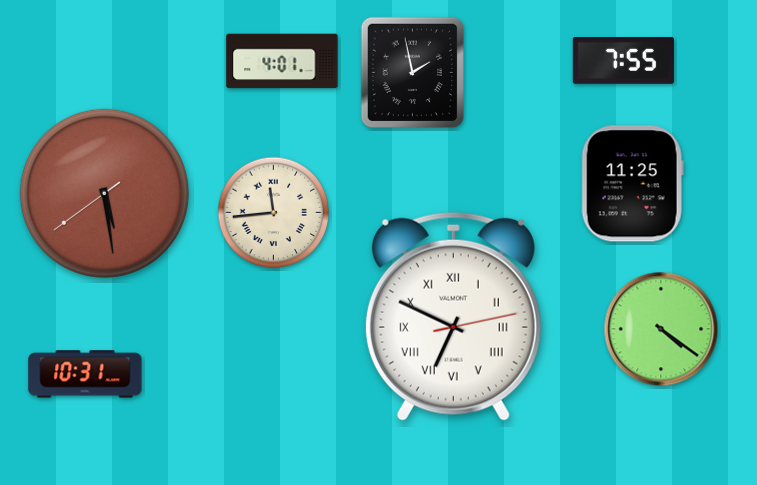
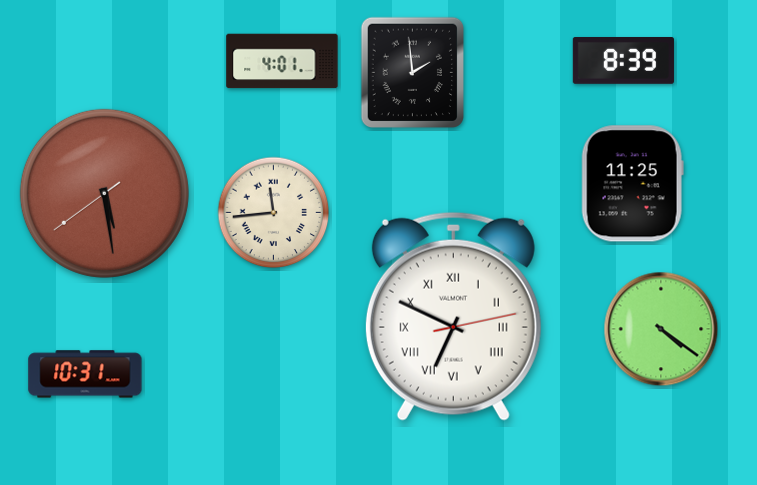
clock at (623, 61): 7:55 -> 8:39
clock at (412, 73): 1:58 -> 1:59
